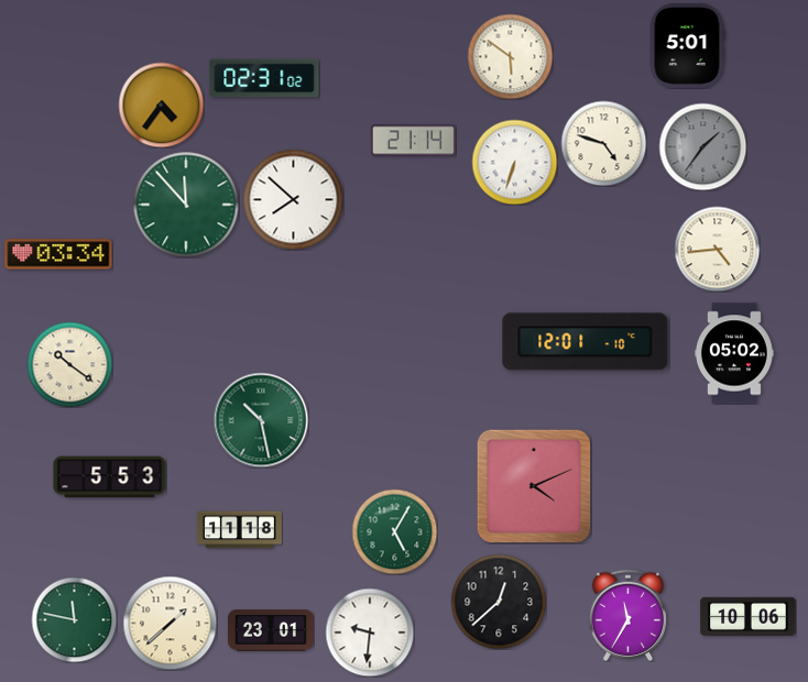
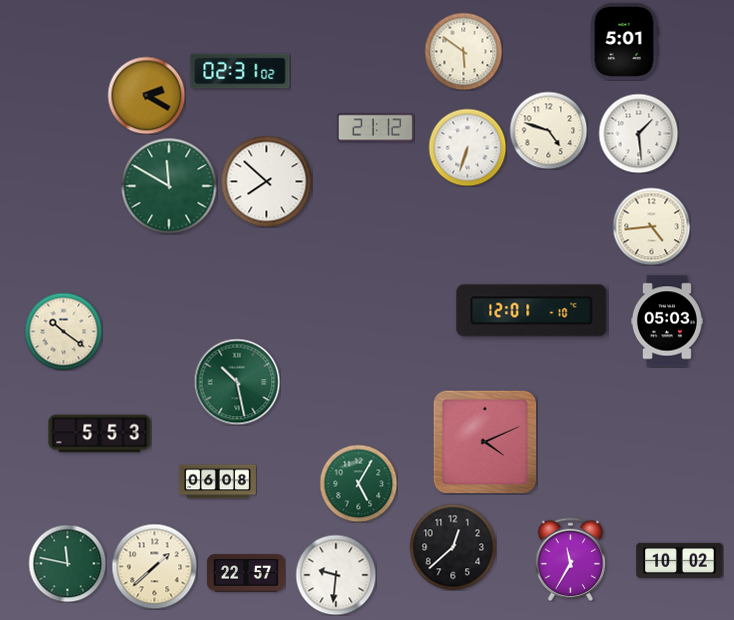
clock at (161, 105): 4:36 -> 2:20
clock at (413, 141): 21:14 -> 21:12
clock at (702, 146): 1:36 -> 1:29
clock at (702, 146) dial: grey -> white
clock at (186, 205): 11:53 -> 11:50
clock at (58, 254): 03:34 -> none
clock at (734, 353): 05:02 -> 05:03
clock at (239, 530): 11:18 -> 06:08
clock at (749, 617): 10:06 -> 10:02
clock at (271, 630): 23:01 -> 22:57
